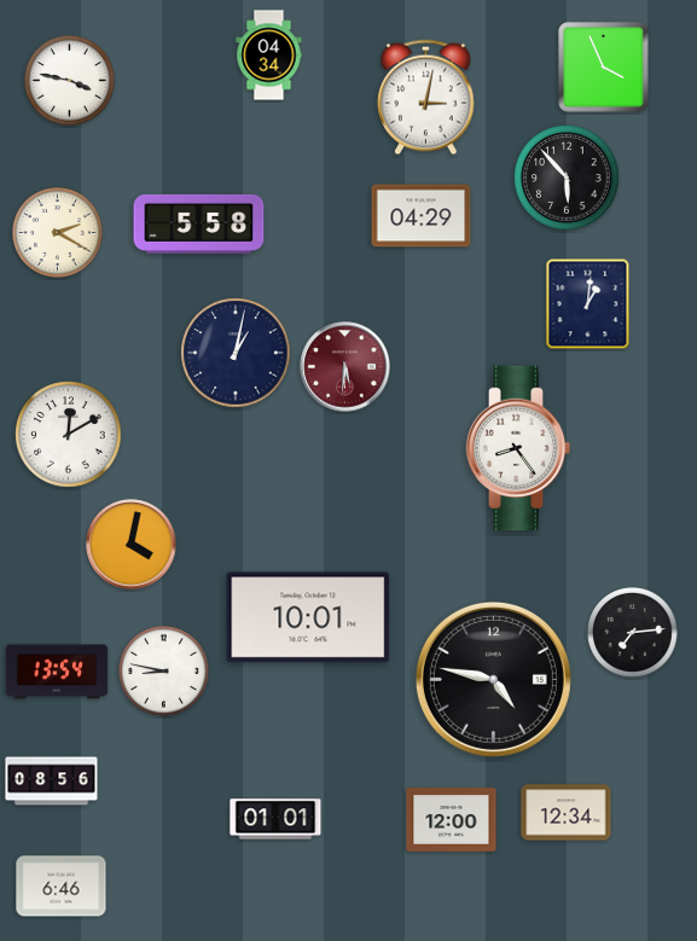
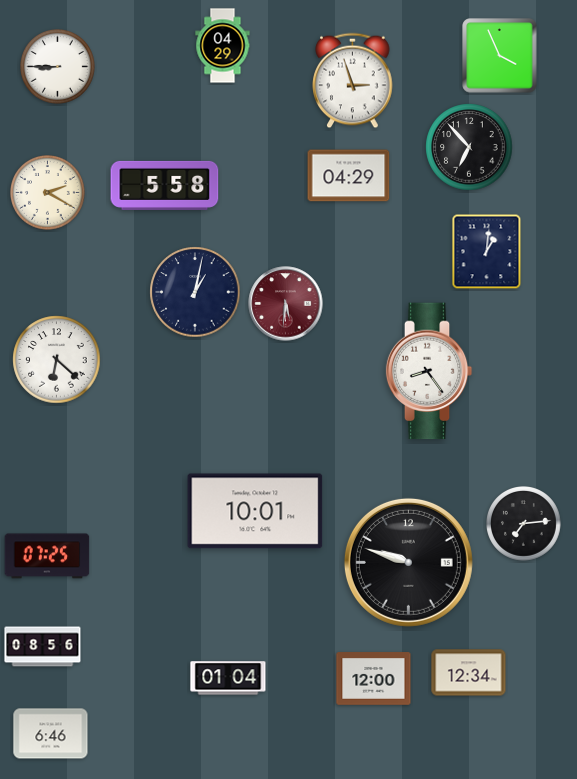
clock at (269, 56): 04:34 -> 04:29
clock at (70, 81): 3:47 -> 8:45
clock at (426, 98): 3:02 -> 2:57
clock at (567, 178): 5:53 -> 6:53
clock at (422, 216) position: (422, 216) -> (349, 176)
clock at (69, 435): 12:10 -> 6:22
clock at (132, 545): 4:02 -> none
clock at (57, 672): 13:54 -> 07:25
clock at (164, 672): 8:47 -> none
clock at (493, 679): 4:47 -> 9:48
clock at (275, 819): 01:01 -> 01:04
